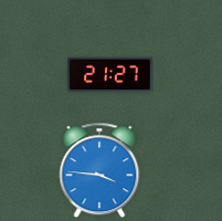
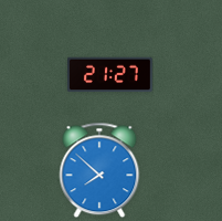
clock at (99, 170): 3:46 -> 7:52
